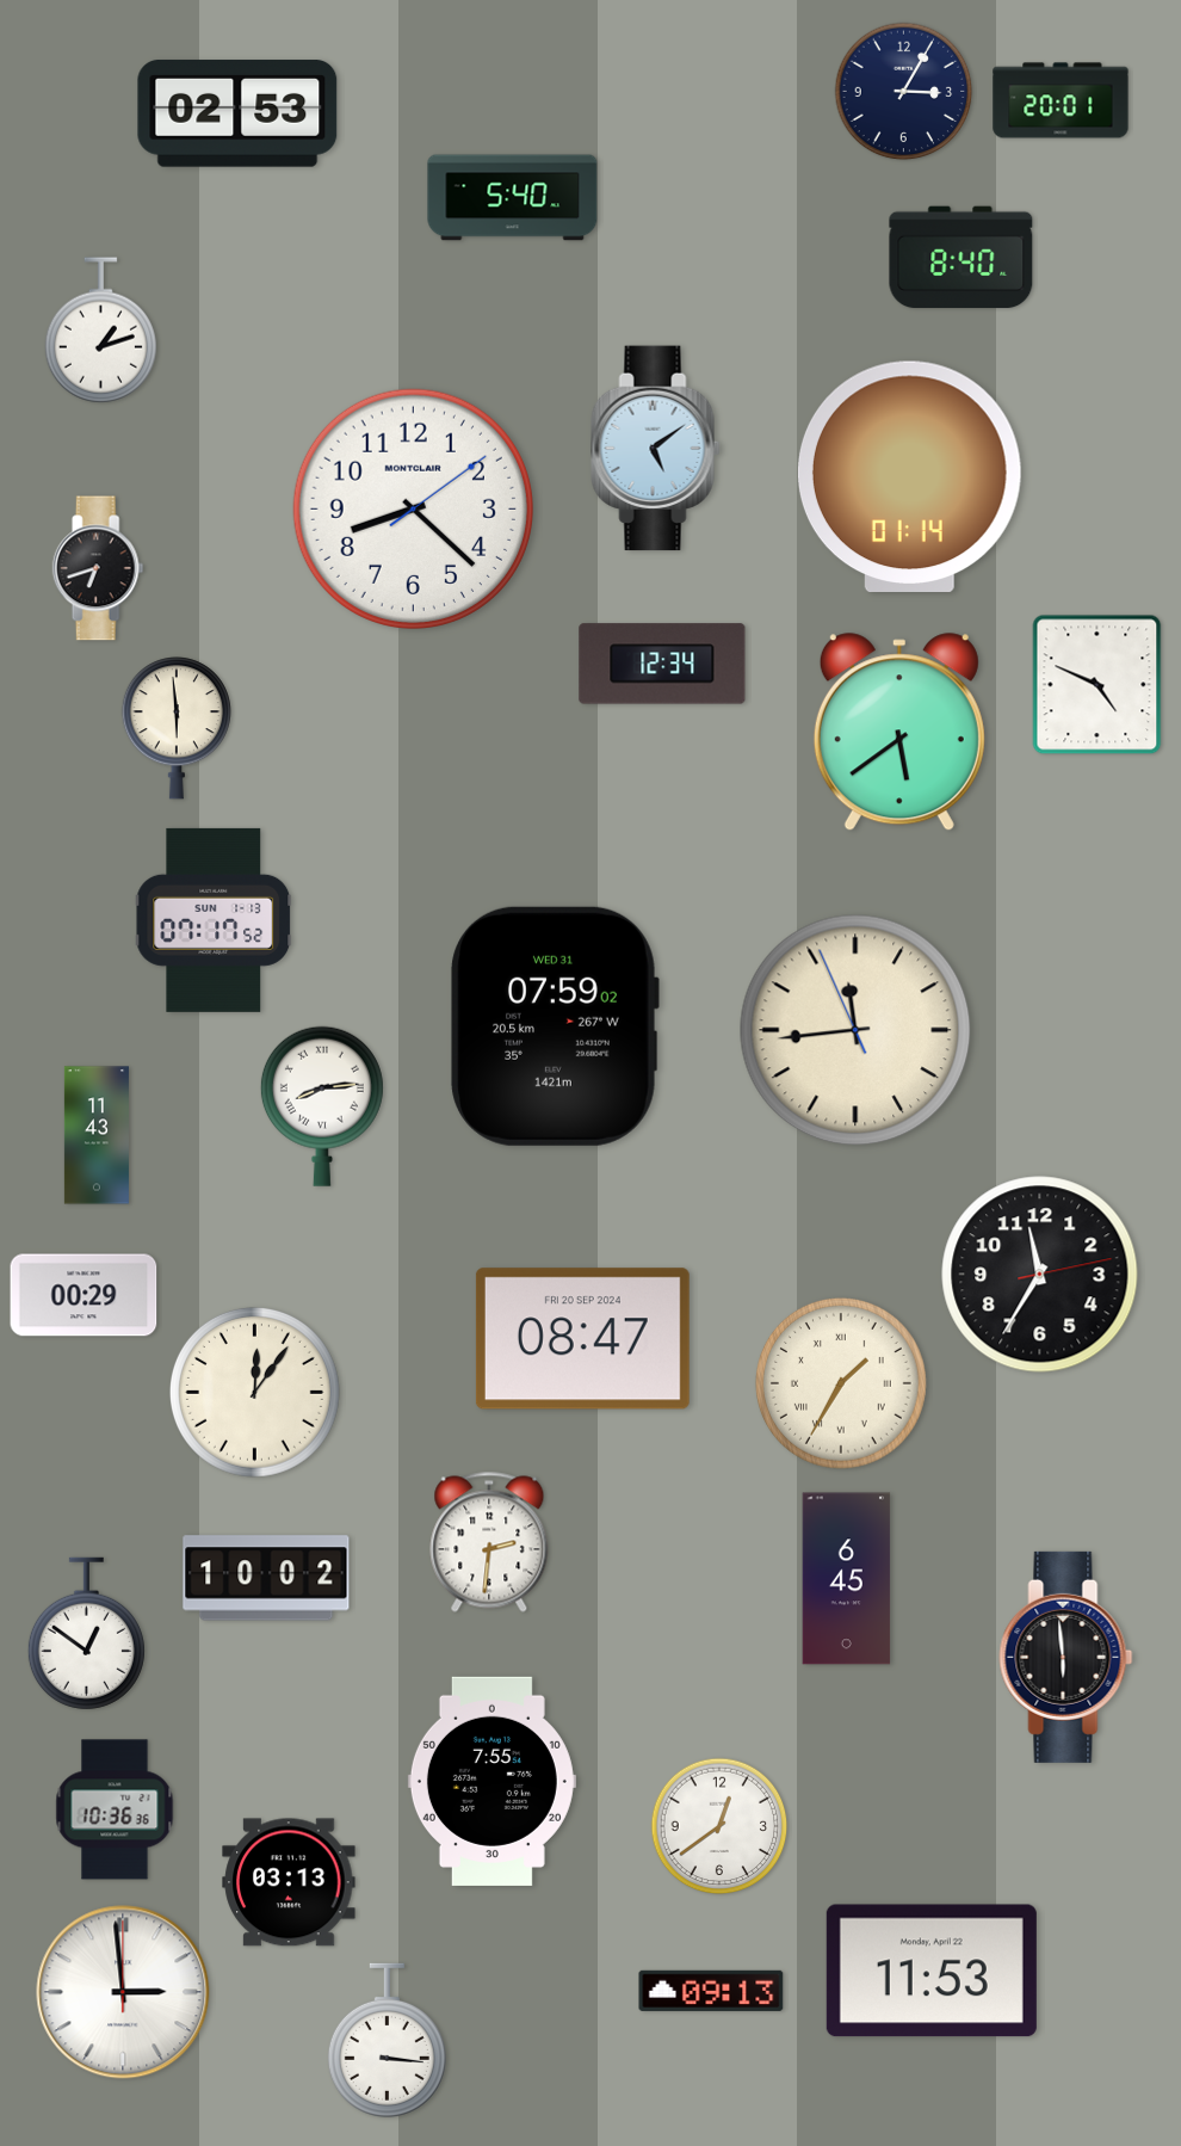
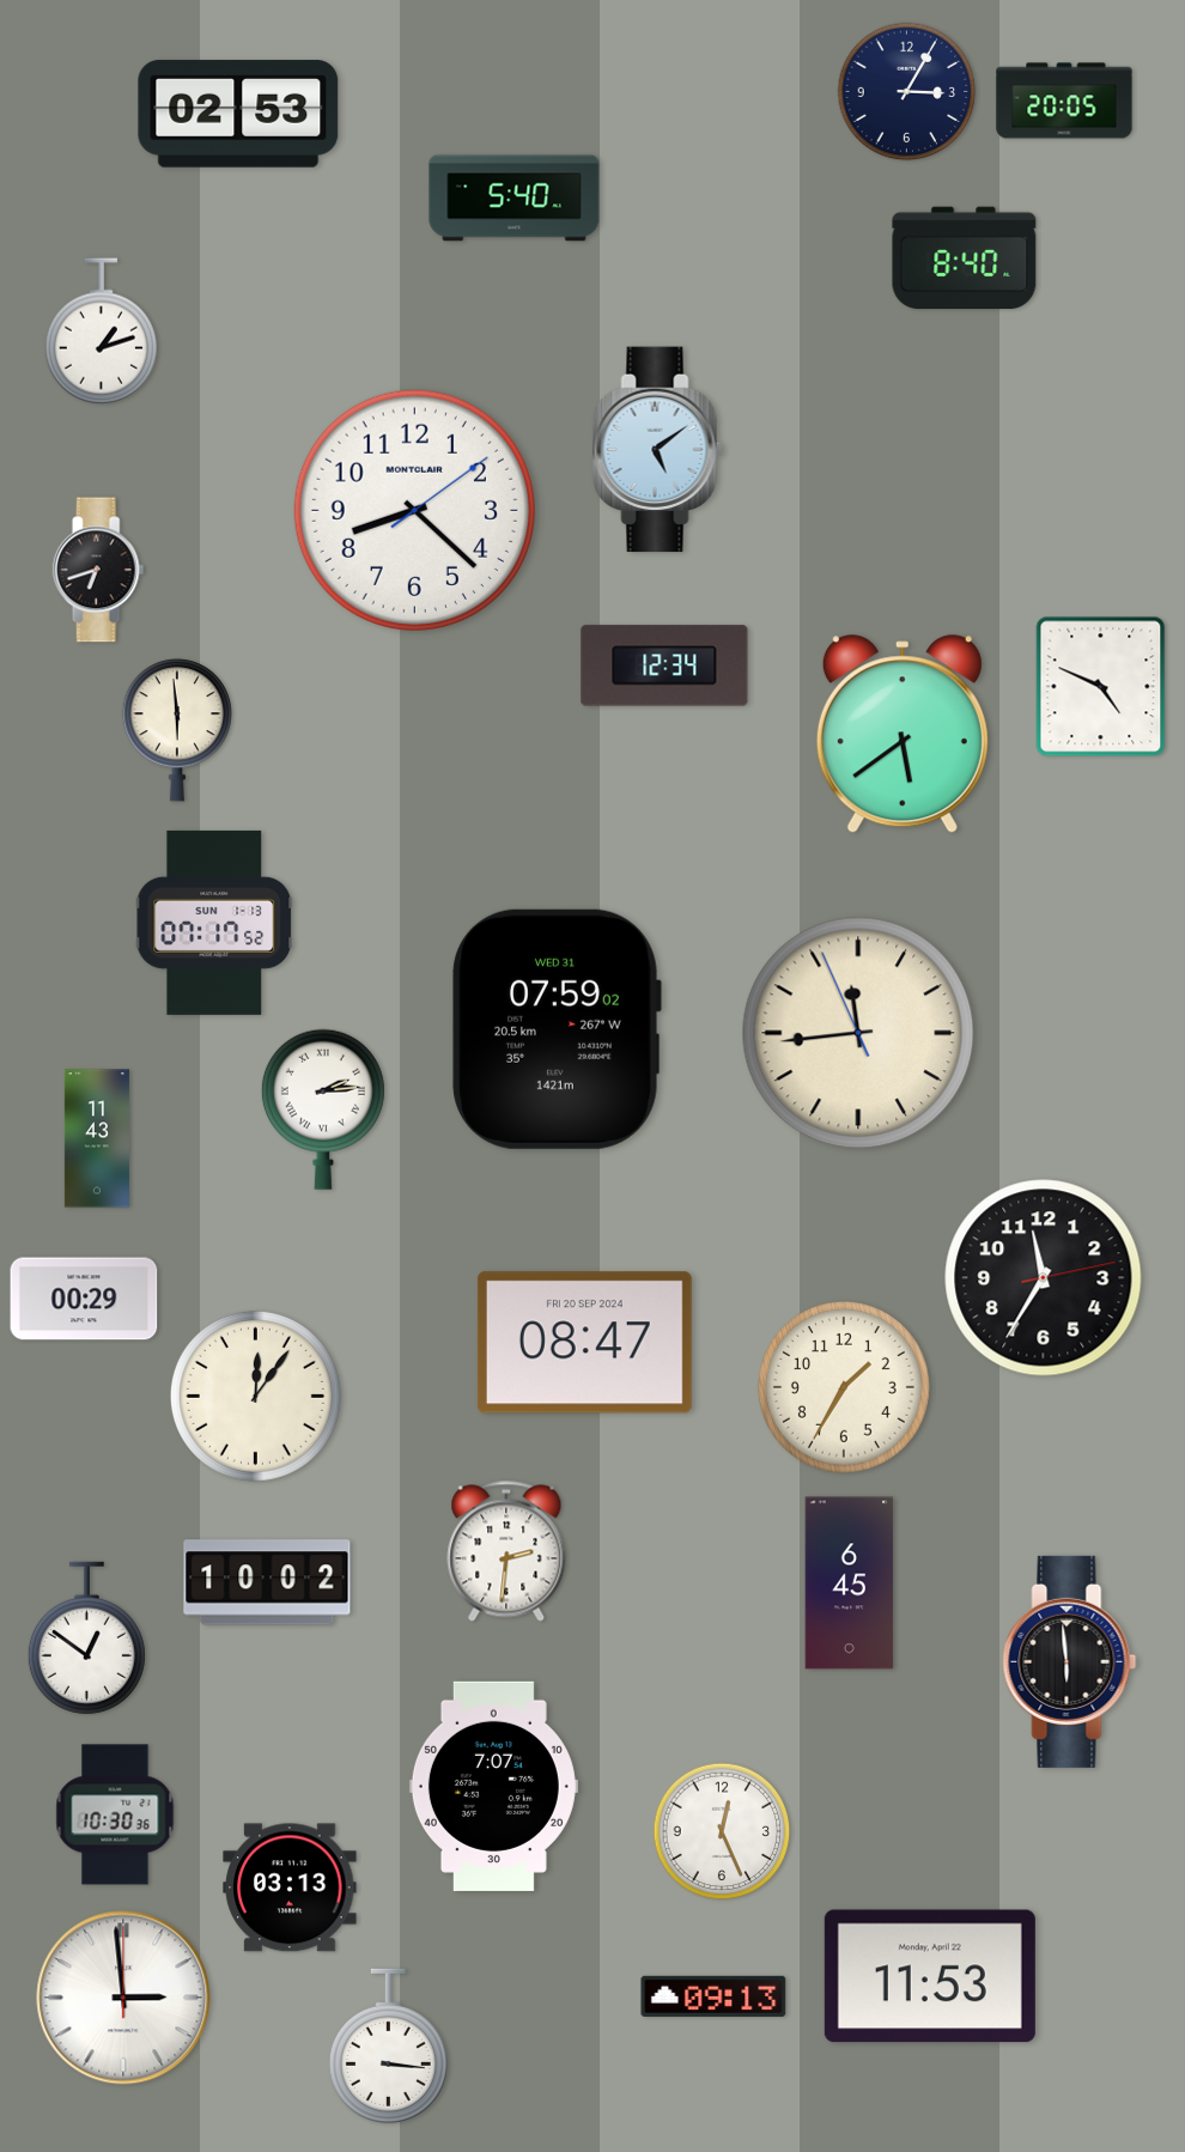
clock at (1061, 100): 20:01 -> 20:05
clock at (909, 476): 01:14 -> none
clock at (322, 1106): 8:14 -> 2:14
clock at (841, 1383) numerals: Roman -> Arabic
clock at (489, 1542) position: (489, 1542) -> (506, 1551)
clock at (491, 1781): 7:55 -> 7:07
clock at (115, 1809): 10:36 -> 10:30
clock at (719, 1826): 12:39 -> 12:26
clock at (932, 1971) position: (932, 1971) -> (930, 1976)
